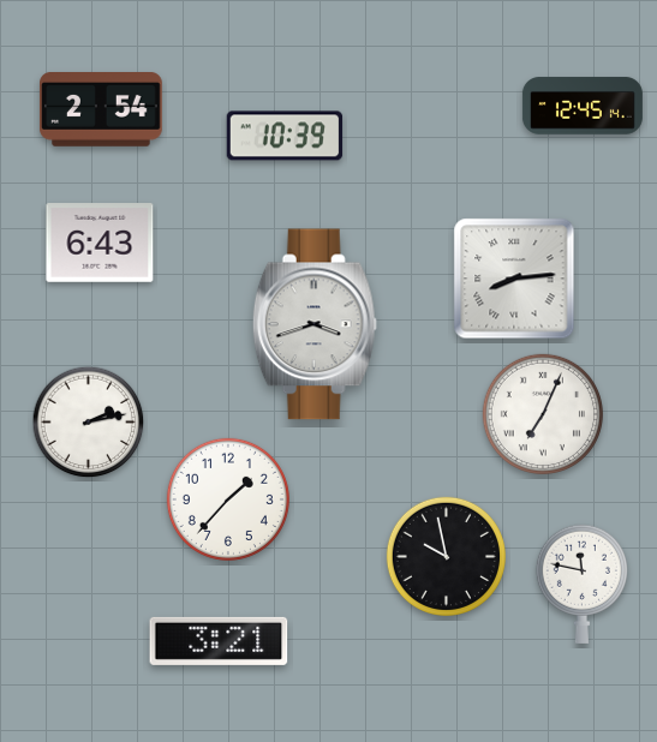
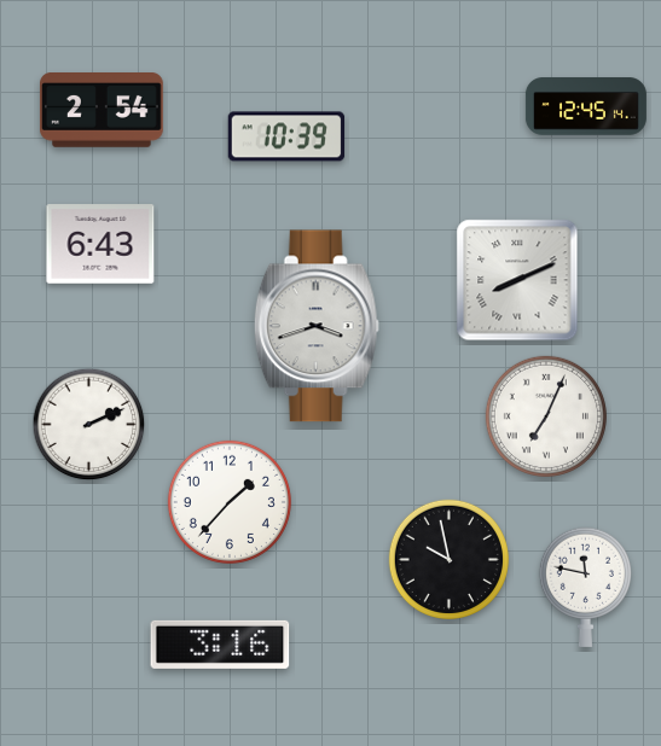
clock at (514, 279): 8:14 -> 8:11
clock at (89, 423): 2:13 -> 2:11
clock at (219, 641): 3:21 -> 3:16
